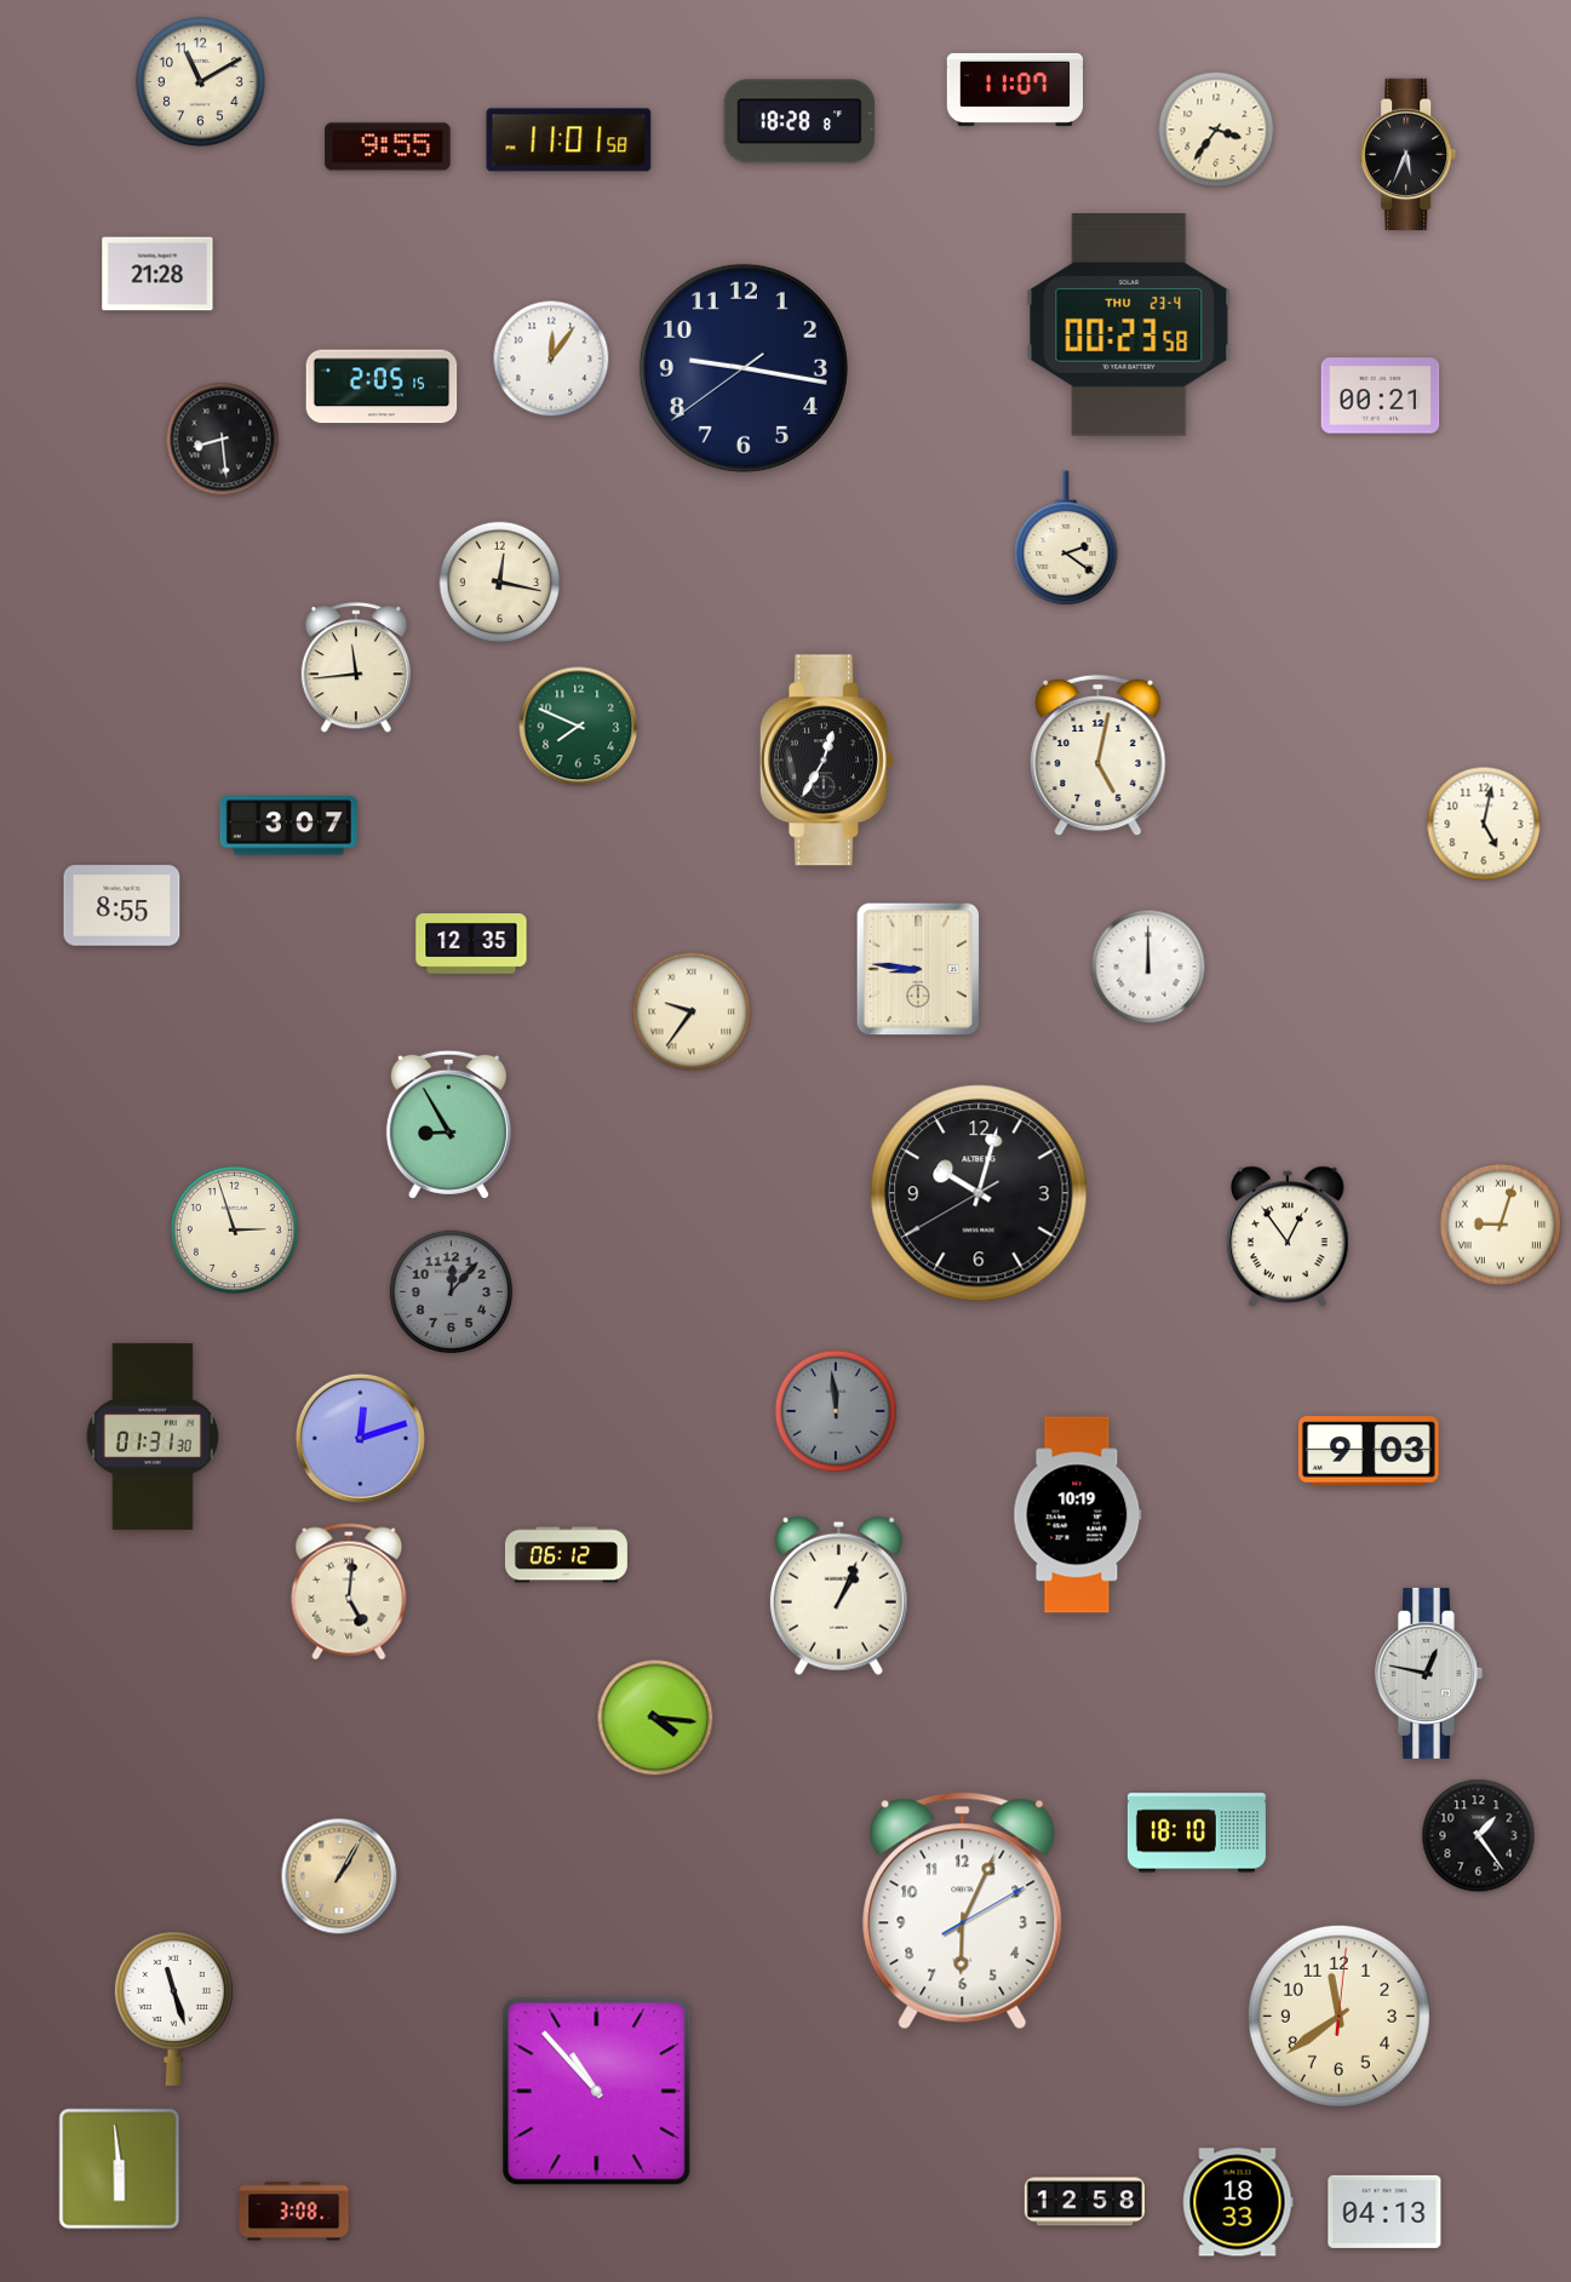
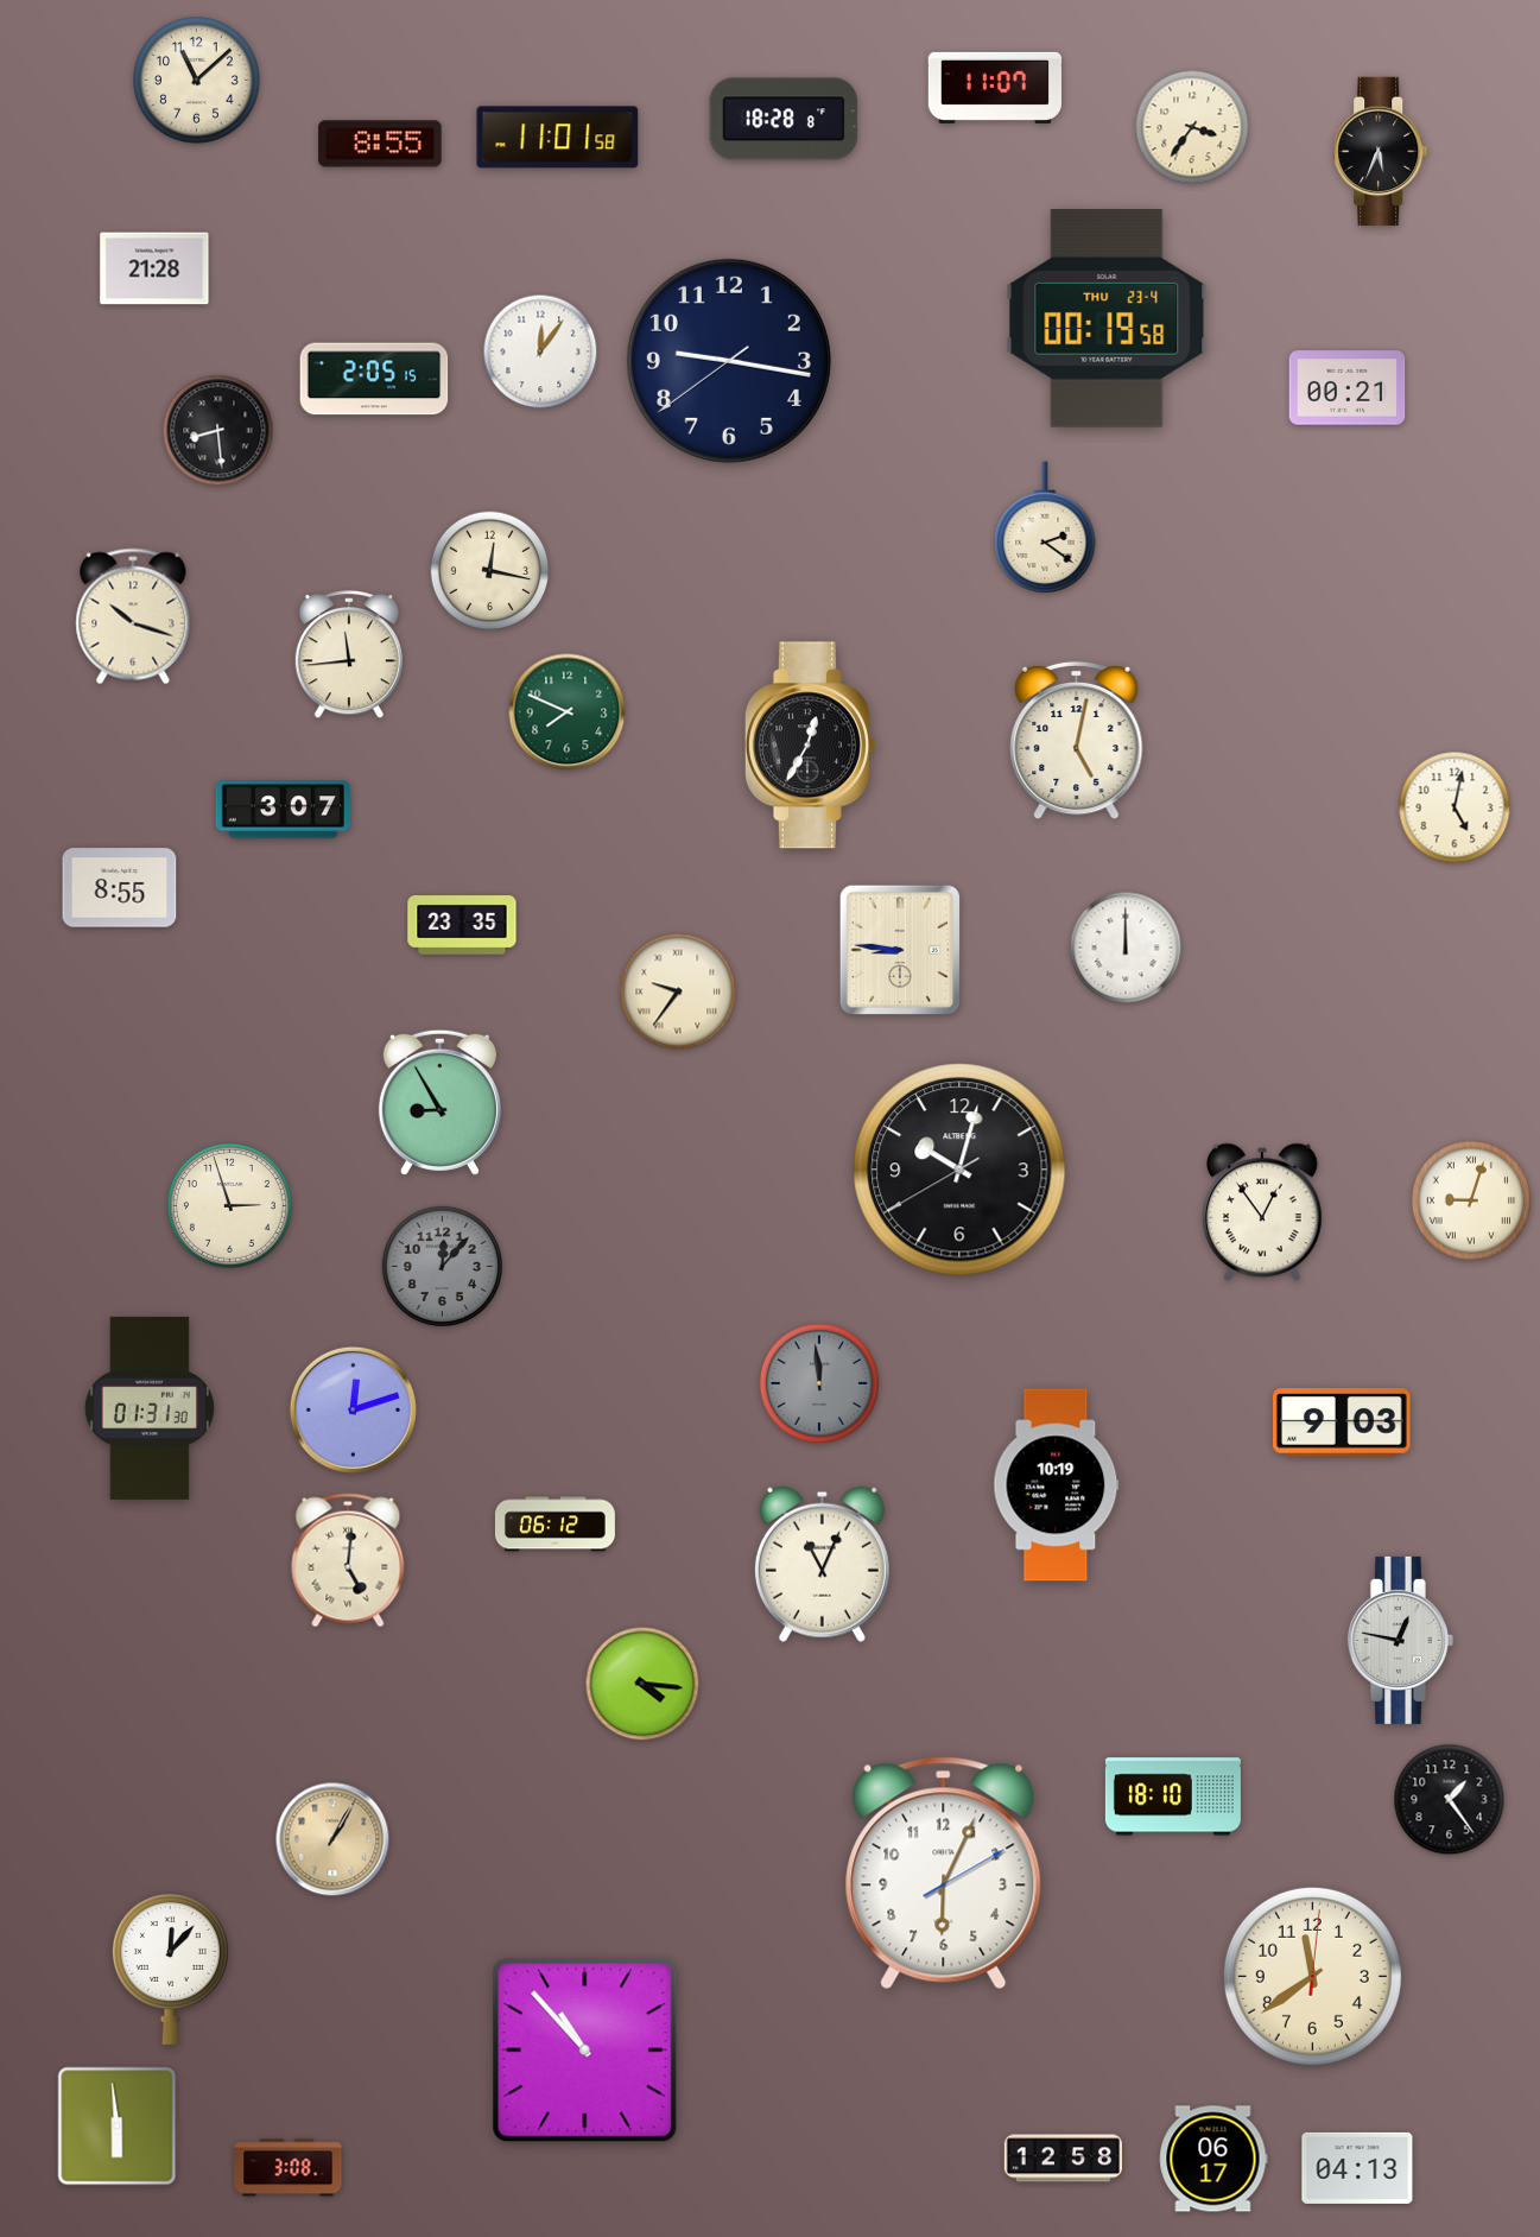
clock at (201, 82): 11:10 -> 11:08
clock at (388, 147): 9:55 -> 8:55
clock at (1129, 325): 00:23 -> 00:19
clock at (1381, 396) position: (1381, 396) -> (1348, 388)
clock at (133, 616): none -> 10:18
clock at (471, 944): 12:35 -> 23:35
clock at (349, 1592) position: (349, 1592) -> (348, 1560)
clock at (838, 1595): 1:04 -> 11:04
clock at (173, 2008): 11:27 -> 12:07
clock at (1238, 2202): 18:33 -> 06:17
